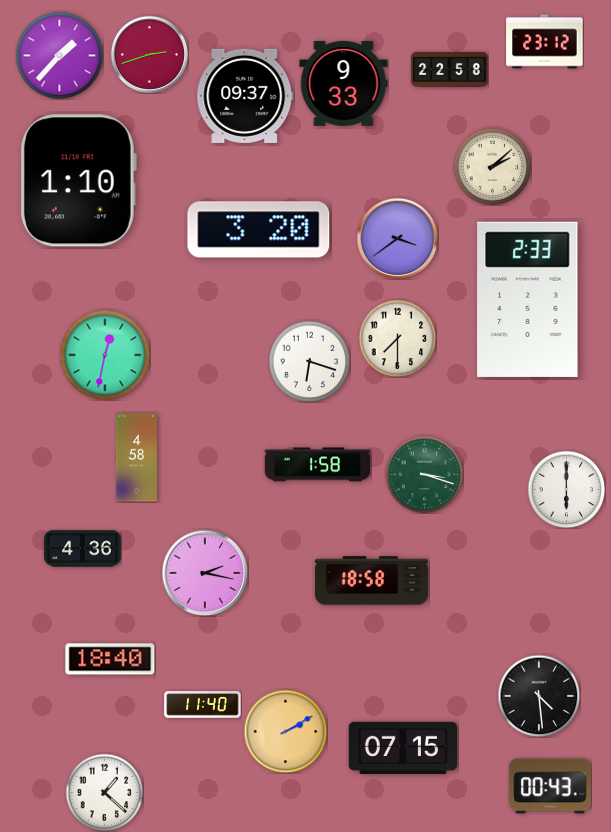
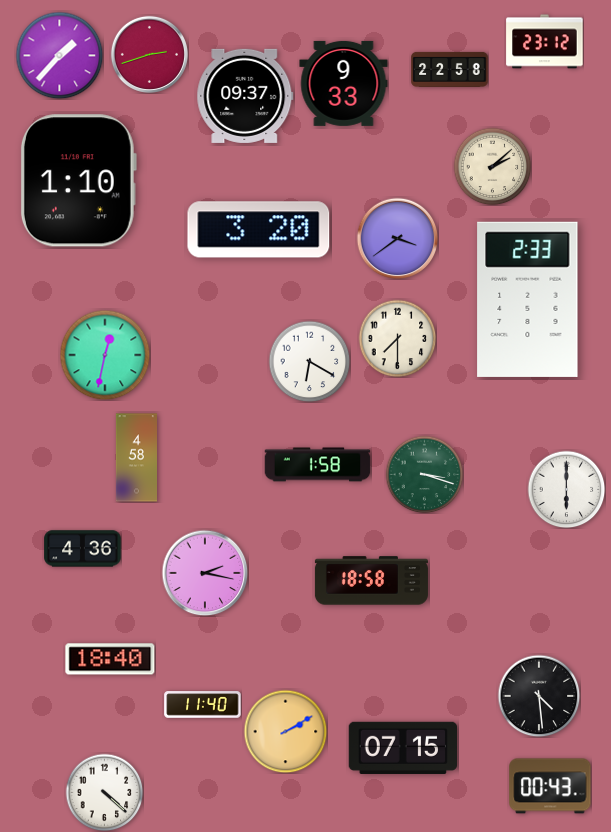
clock at (309, 361): 6:18 -> 6:20
clock at (104, 792): 1:22 -> 4:22
